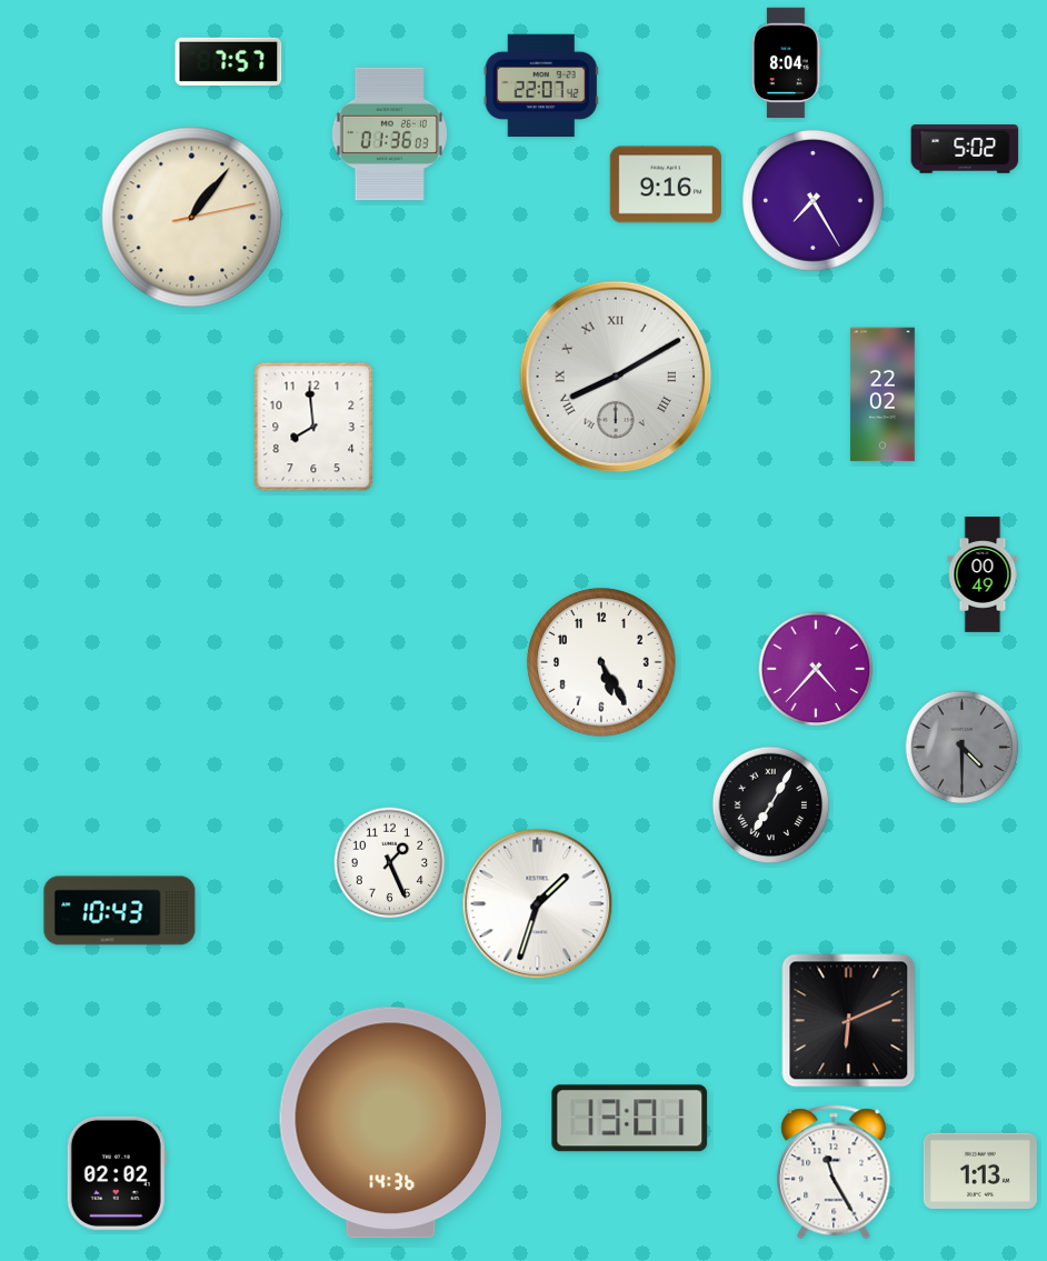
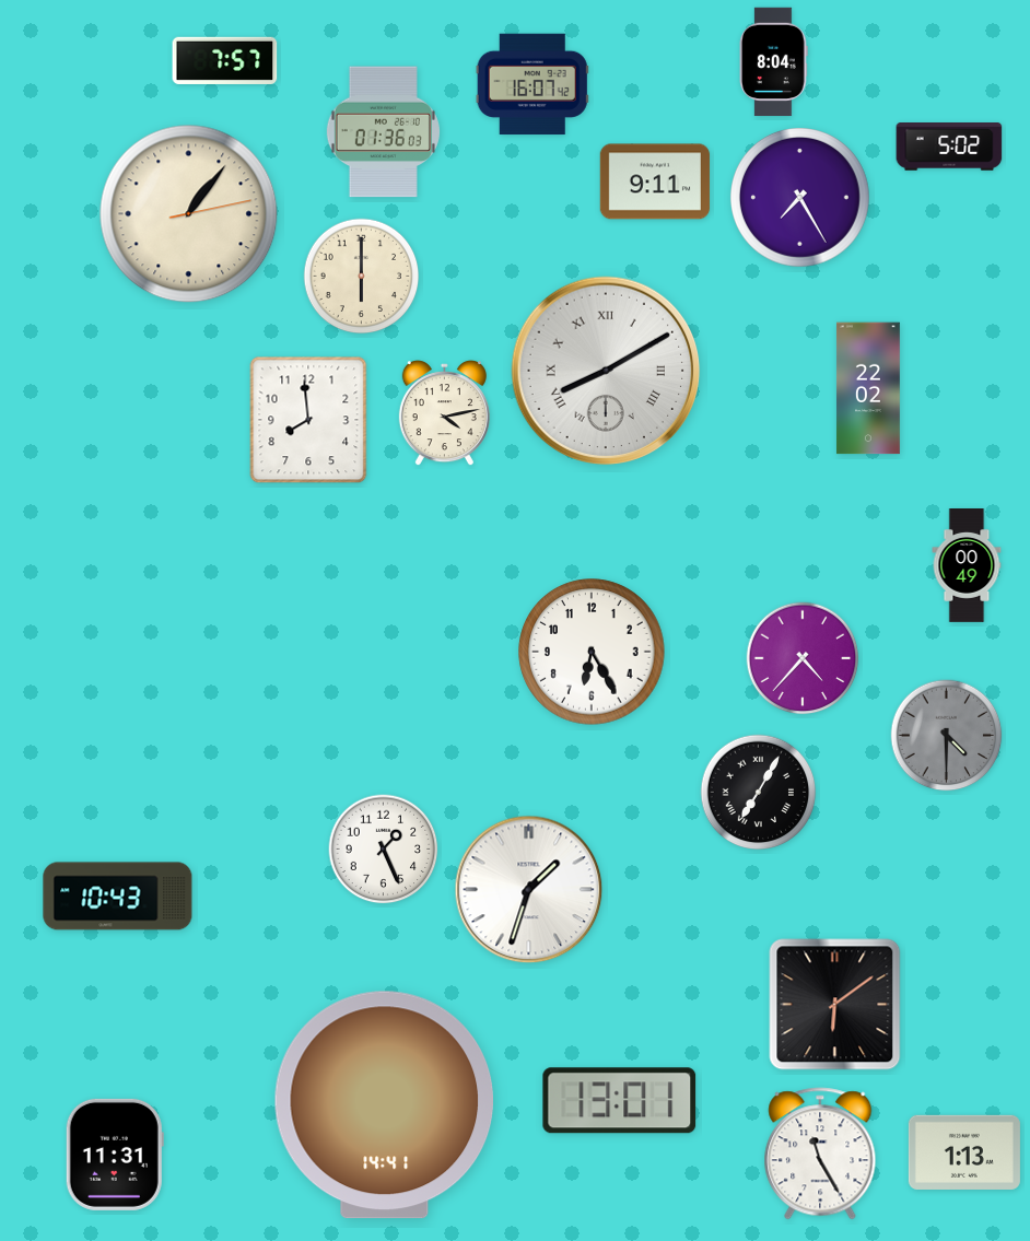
clock at (541, 86): 22:07 -> 16:07
clock at (666, 184): 9:16 -> 9:11
clock at (362, 277): none -> 6:00
clock at (444, 413): none -> 4:13
clock at (601, 662): 5:25 -> 6:25
clock at (849, 1021): 6:11 -> 6:09
clock at (390, 1123): 14:36 -> 14:41
clock at (117, 1173): 02:02 -> 11:31
